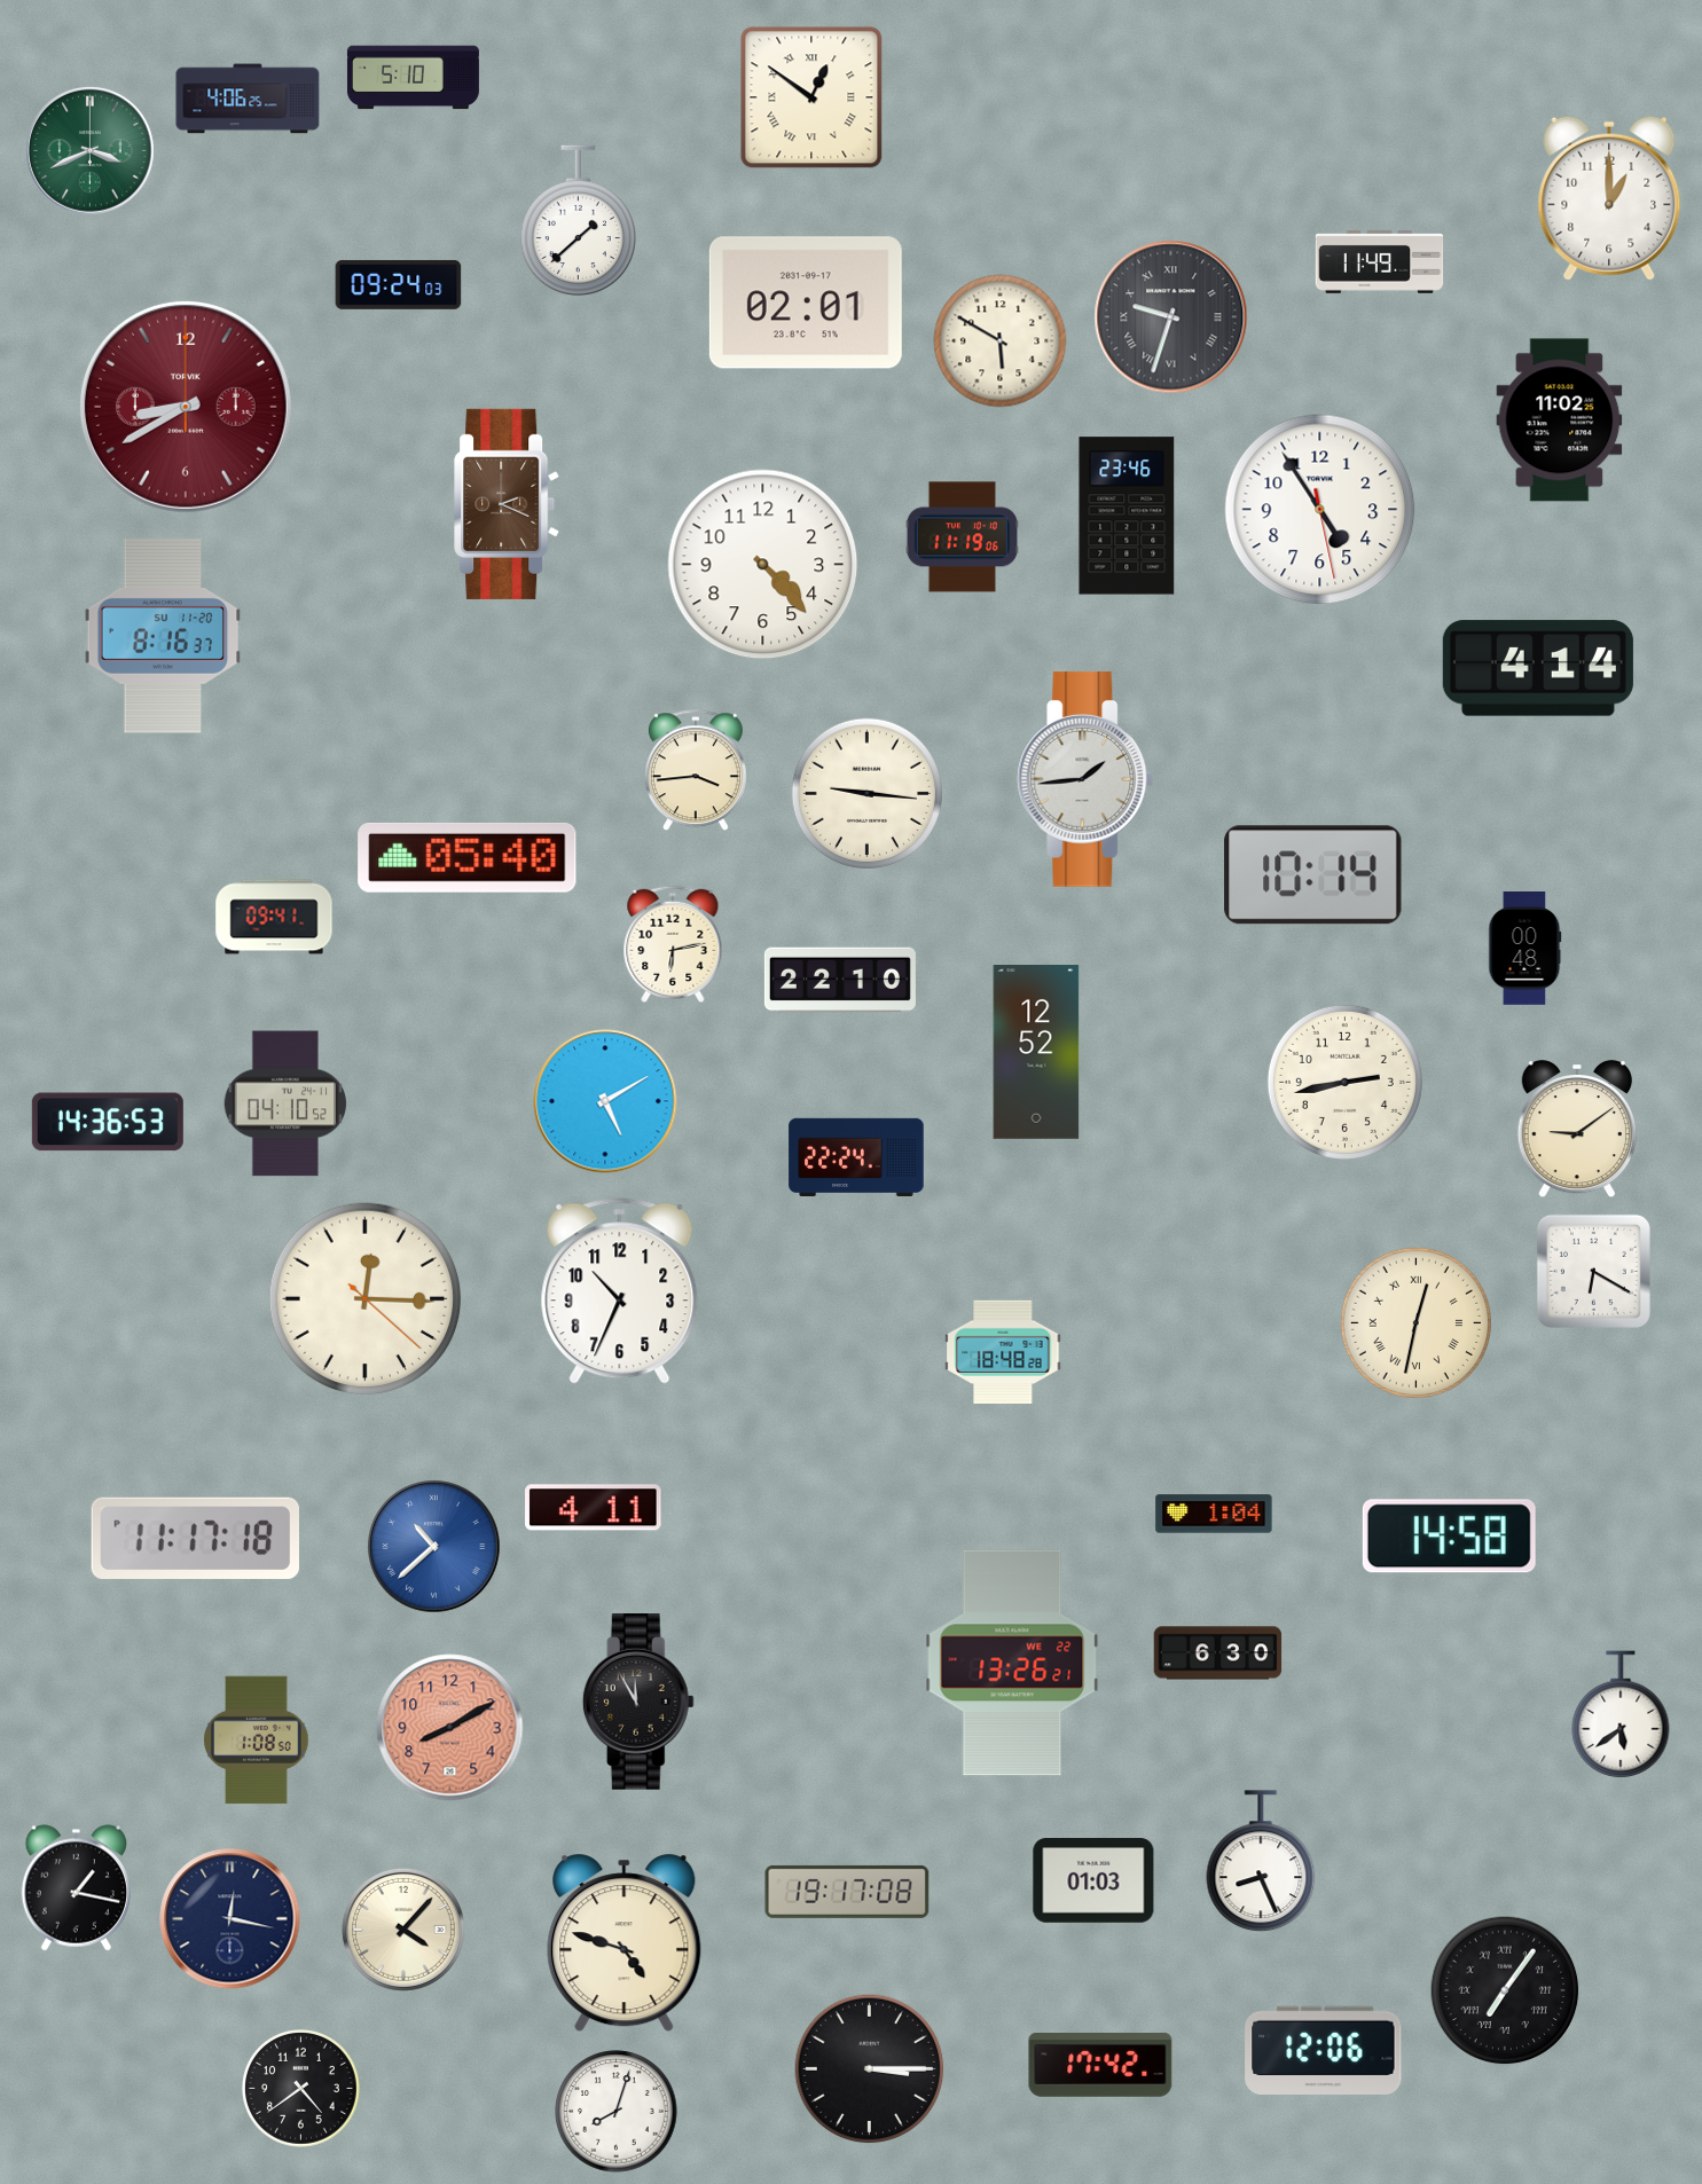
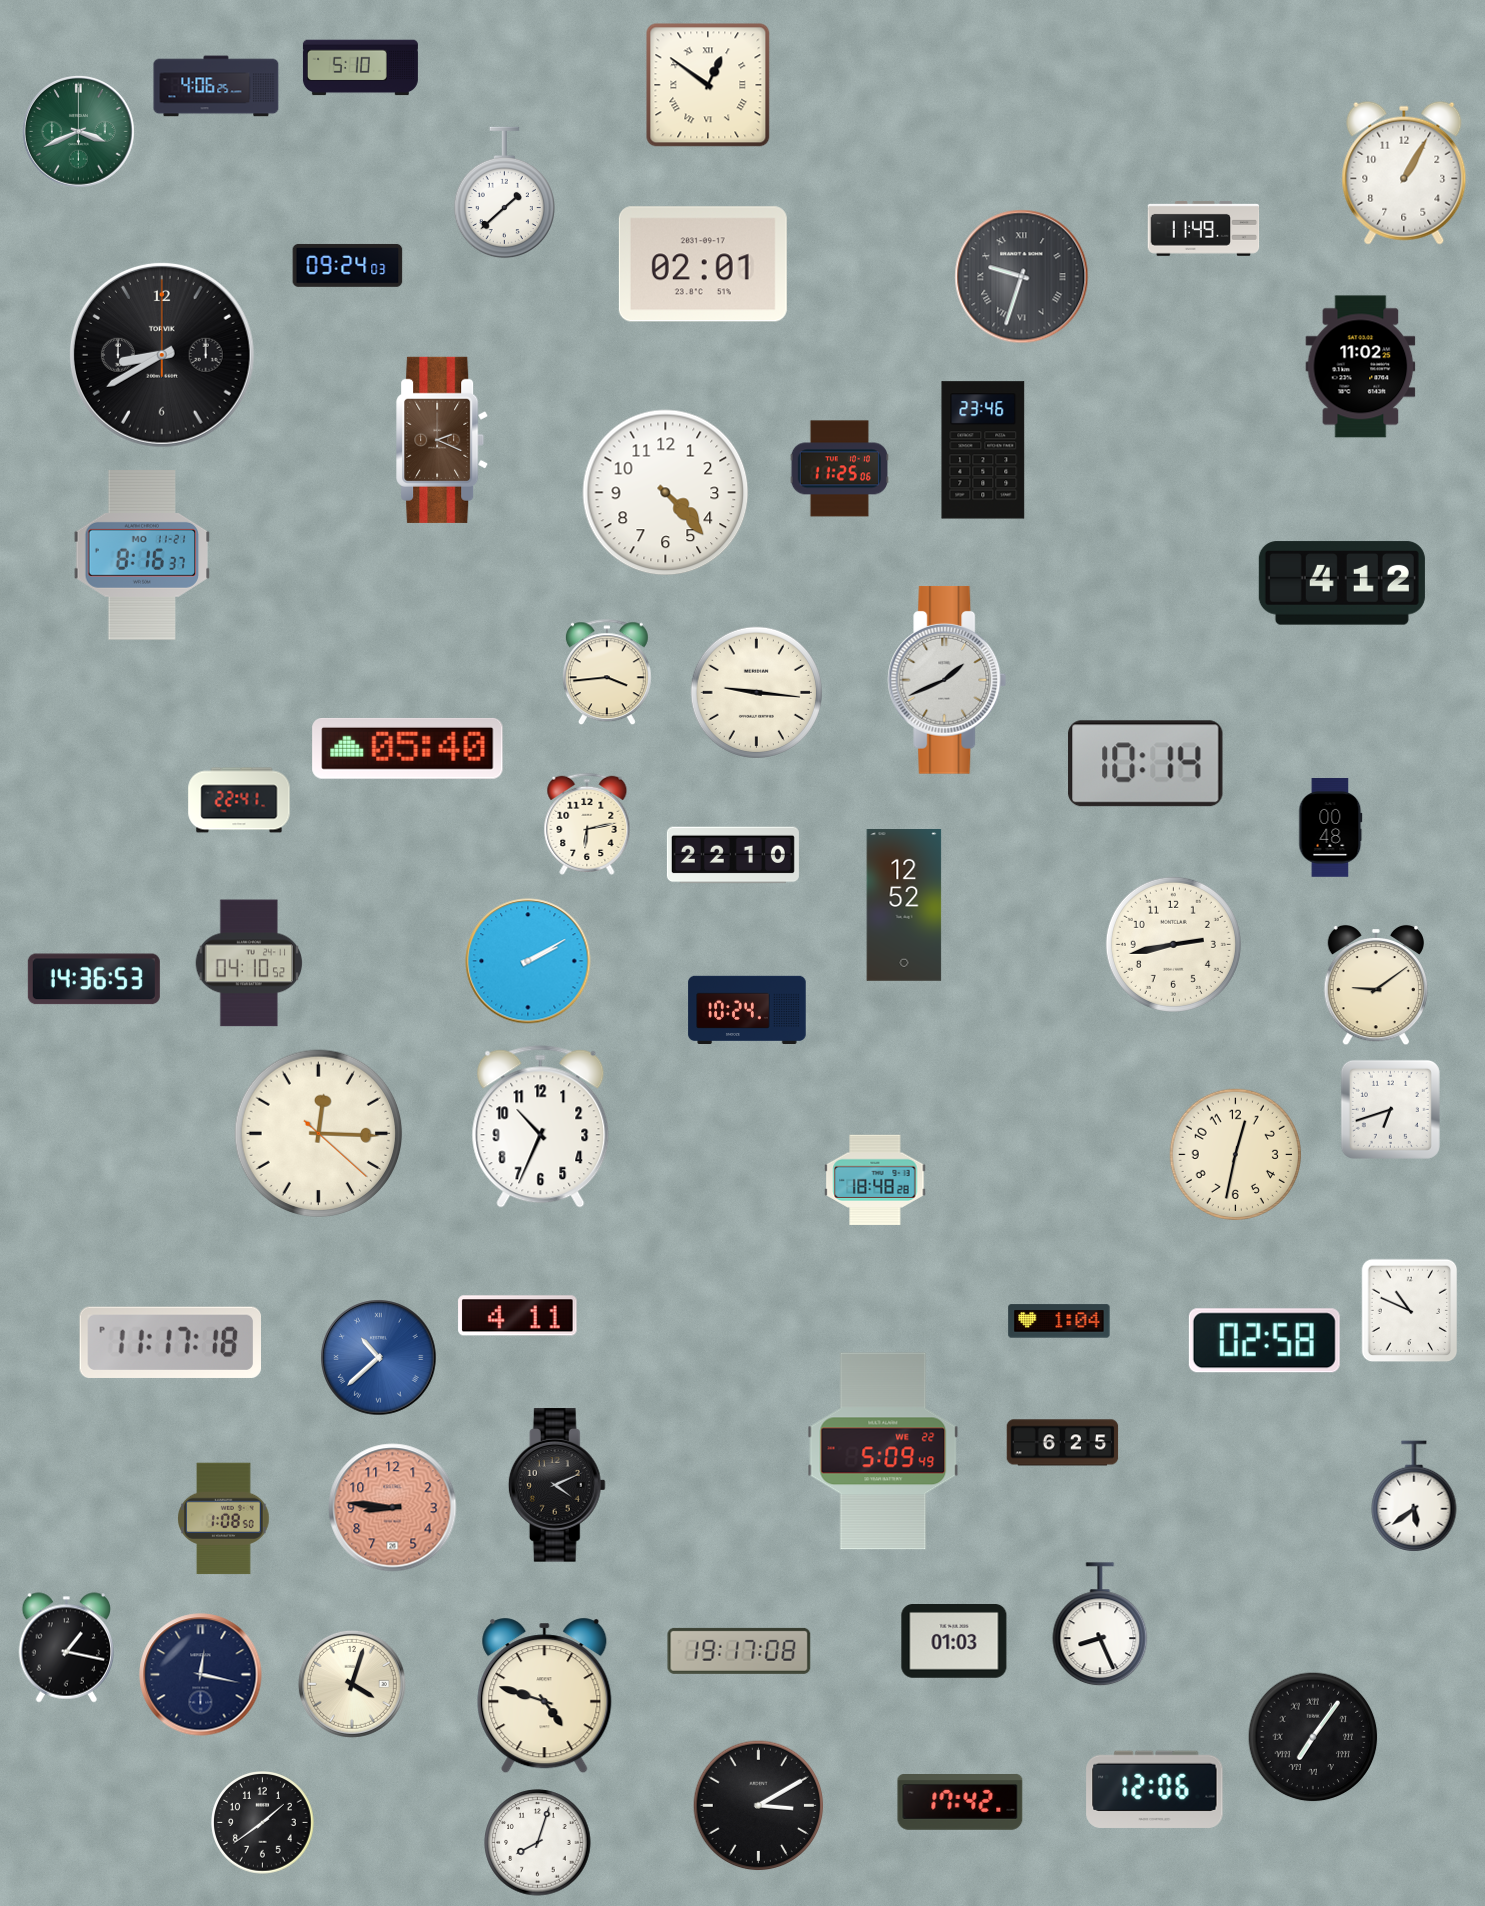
clock at (1609, 198): 1:00 -> 1:05
clock at (399, 284) position: (399, 284) -> (348, 265)
clock at (1001, 341): 5:50 -> none
clock at (186, 407) dial: burgundy -> black
clock at (1320, 510): 4:54 -> none
clock at (962, 537): 11:19 -> 11:25
clock at (163, 636) date: SU 11-20 -> MO 11-21
clock at (1538, 668): 4:14 -> 4:12
clock at (1085, 779): 1:44 -> 1:41
clock at (274, 917): 09:41 -> 22:41
clock at (1036, 1053) position: (1036, 1053) -> (904, 906)
clock at (605, 1101): 5:10 -> 2:10
clock at (856, 1156): 22:24 -> 10:24
clock at (1593, 1271): 6:20 -> 6:42
clock at (1415, 1322) numerals: Roman -> Arabic
clock at (1410, 1311): none -> 10:49
clock at (1449, 1537): 14:58 -> 02:58
clock at (434, 1547) position: (434, 1547) -> (379, 1358)
clock at (1218, 1653): 6:30 -> 6:25
clock at (1012, 1663): 13:26 -> 5:09
clock at (638, 1702): 11:55 -> 4:11
clock at (450, 1728): 8:10 -> 8:46
clock at (403, 1930): 4:07 -> 4:03
clock at (870, 2069): 3:15 -> 3:10
clock at (301, 2089): 4:39 -> 1:39
